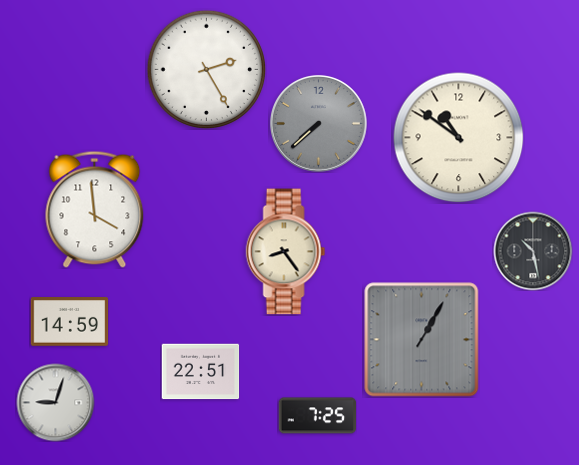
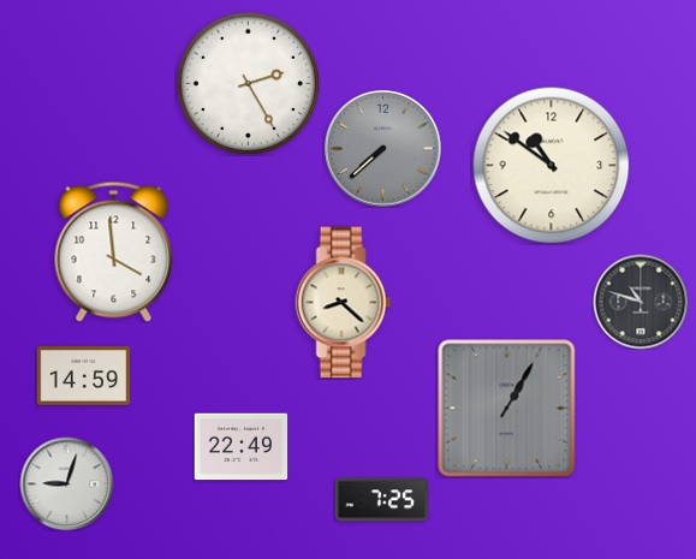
clock at (533, 251): 10:28 -> 10:48
clock at (286, 252): 8:24 -> 8:22
clock at (69, 322) position: (69, 322) -> (83, 376)
clock at (200, 372): 22:51 -> 22:49
